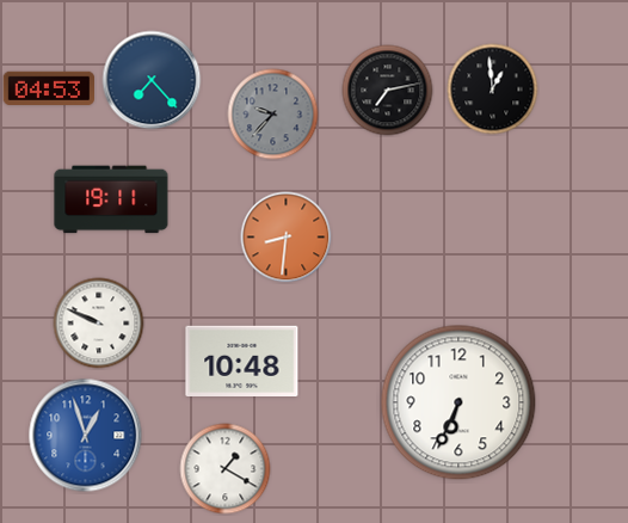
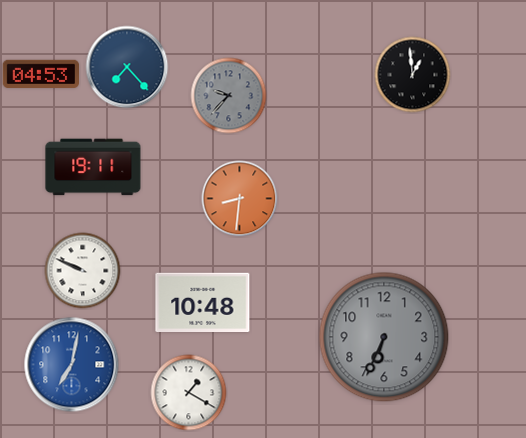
clock at (388, 91): 7:13 -> none
clock at (458, 402) dial: white -> grey
clock at (86, 436): 12:57 -> 7:02
